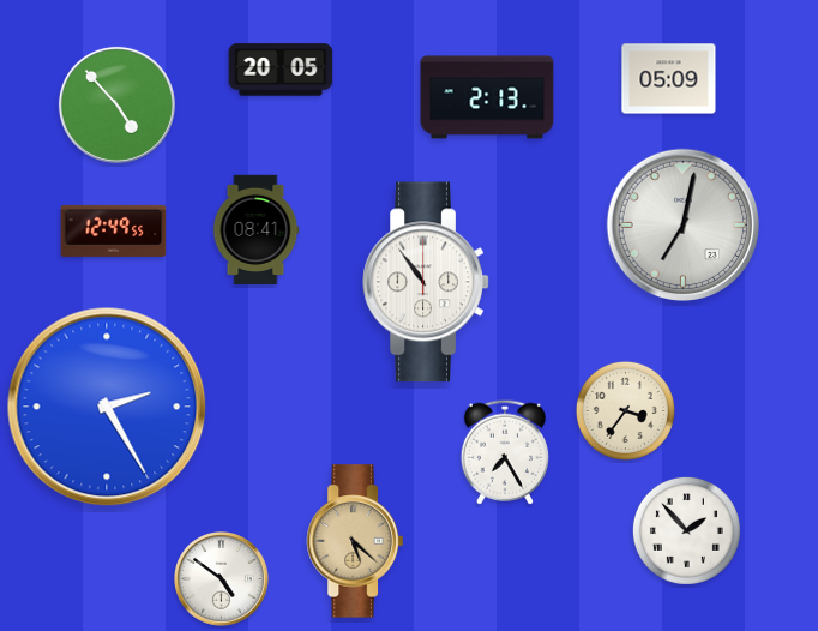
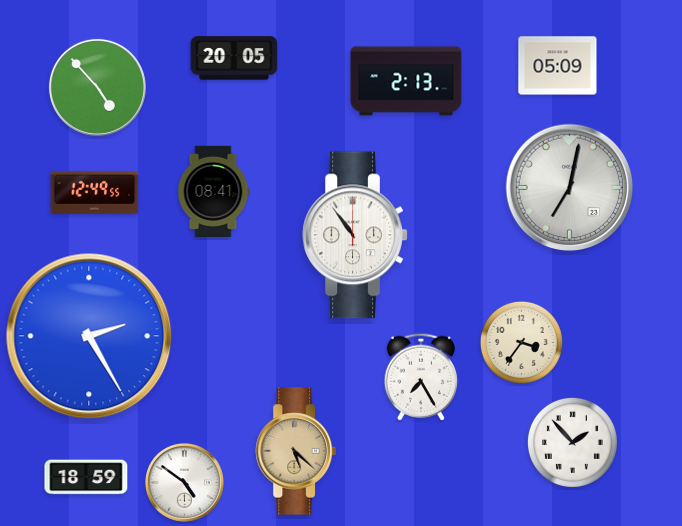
clock at (107, 407) position: (107, 407) -> (89, 336)
clock at (86, 477): none -> 18:59
